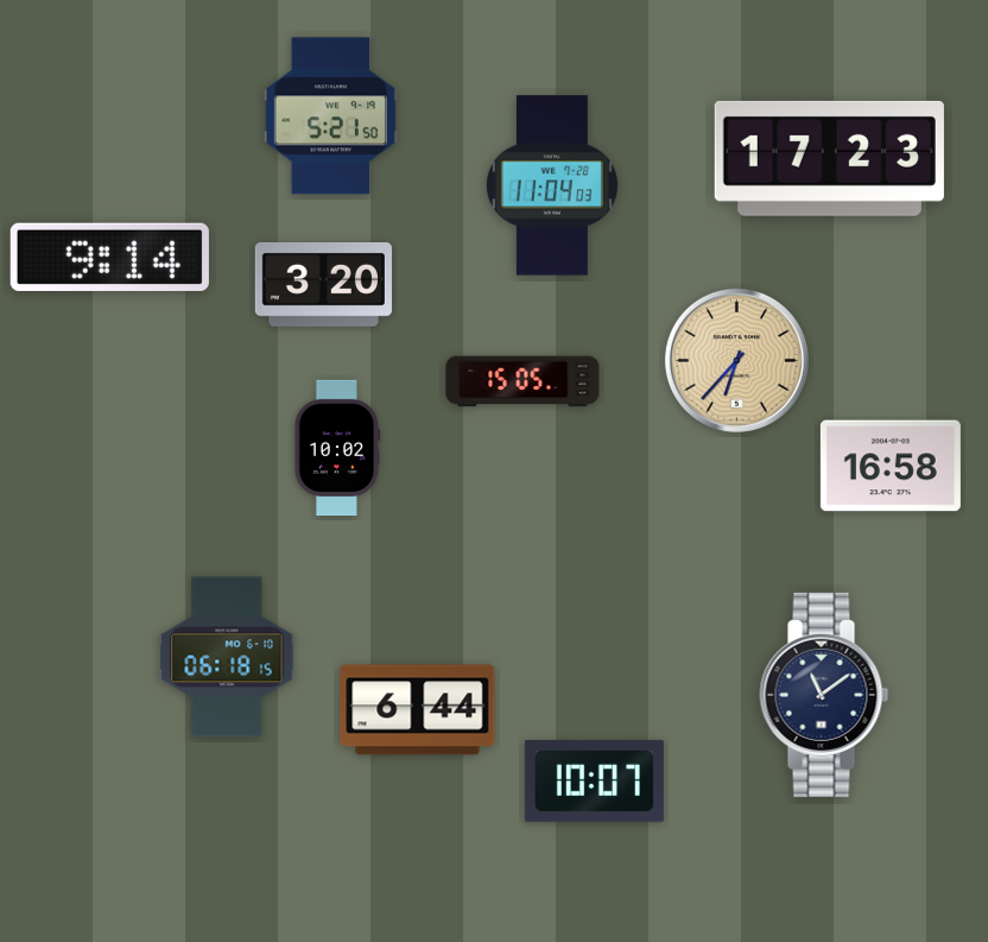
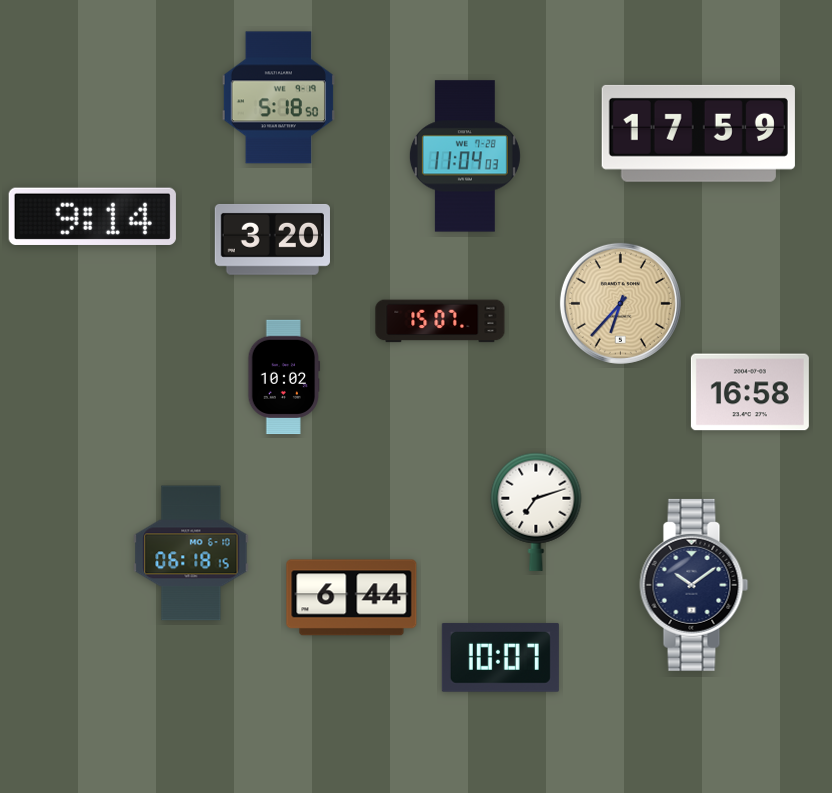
clock at (330, 116): 5:21 -> 5:18
clock at (829, 158): 17:23 -> 17:59
clock at (522, 381): 15:05 -> 15:07
clock at (536, 512): none -> 7:12
clock at (824, 695): 11:09 -> 10:09
